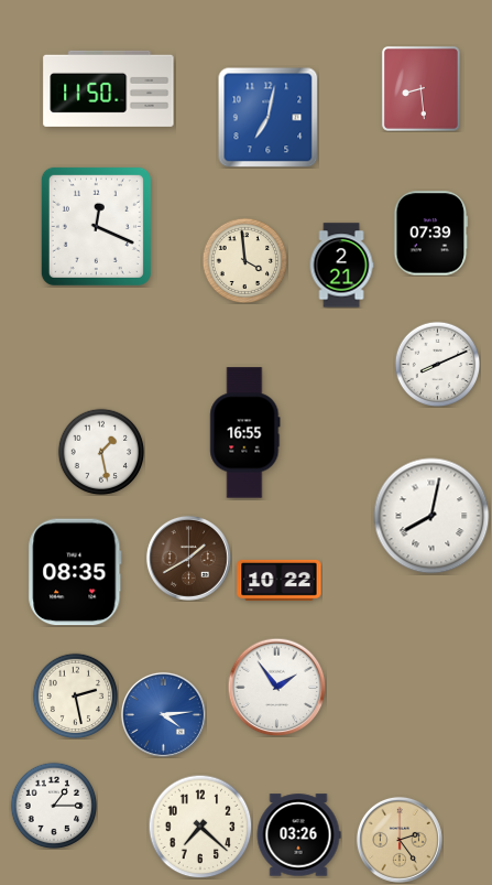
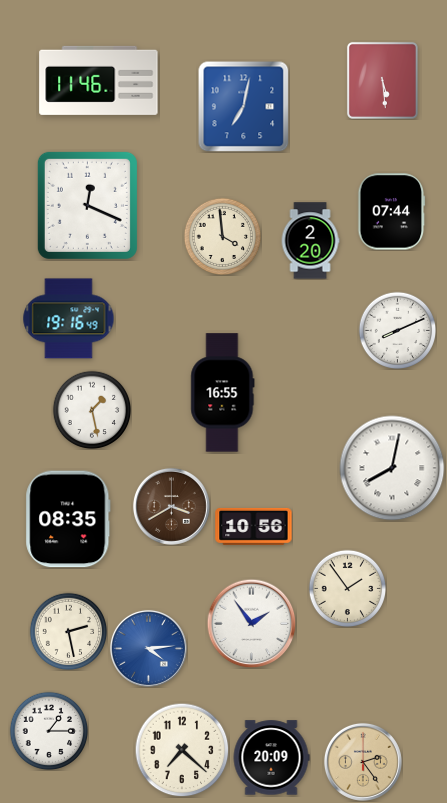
clock at (109, 88): 11:50 -> 11:46
clock at (420, 88): 8:29 -> 5:29
clock at (431, 234): 07:39 -> 07:44
clock at (341, 266): 2:21 -> 2:20
clock at (69, 319): none -> 19:16
clock at (188, 558): 1:40 -> 3:40
clock at (280, 580): 10:22 -> 10:56
clock at (347, 588): none -> 1:54
clock at (298, 835): 03:26 -> 20:09
